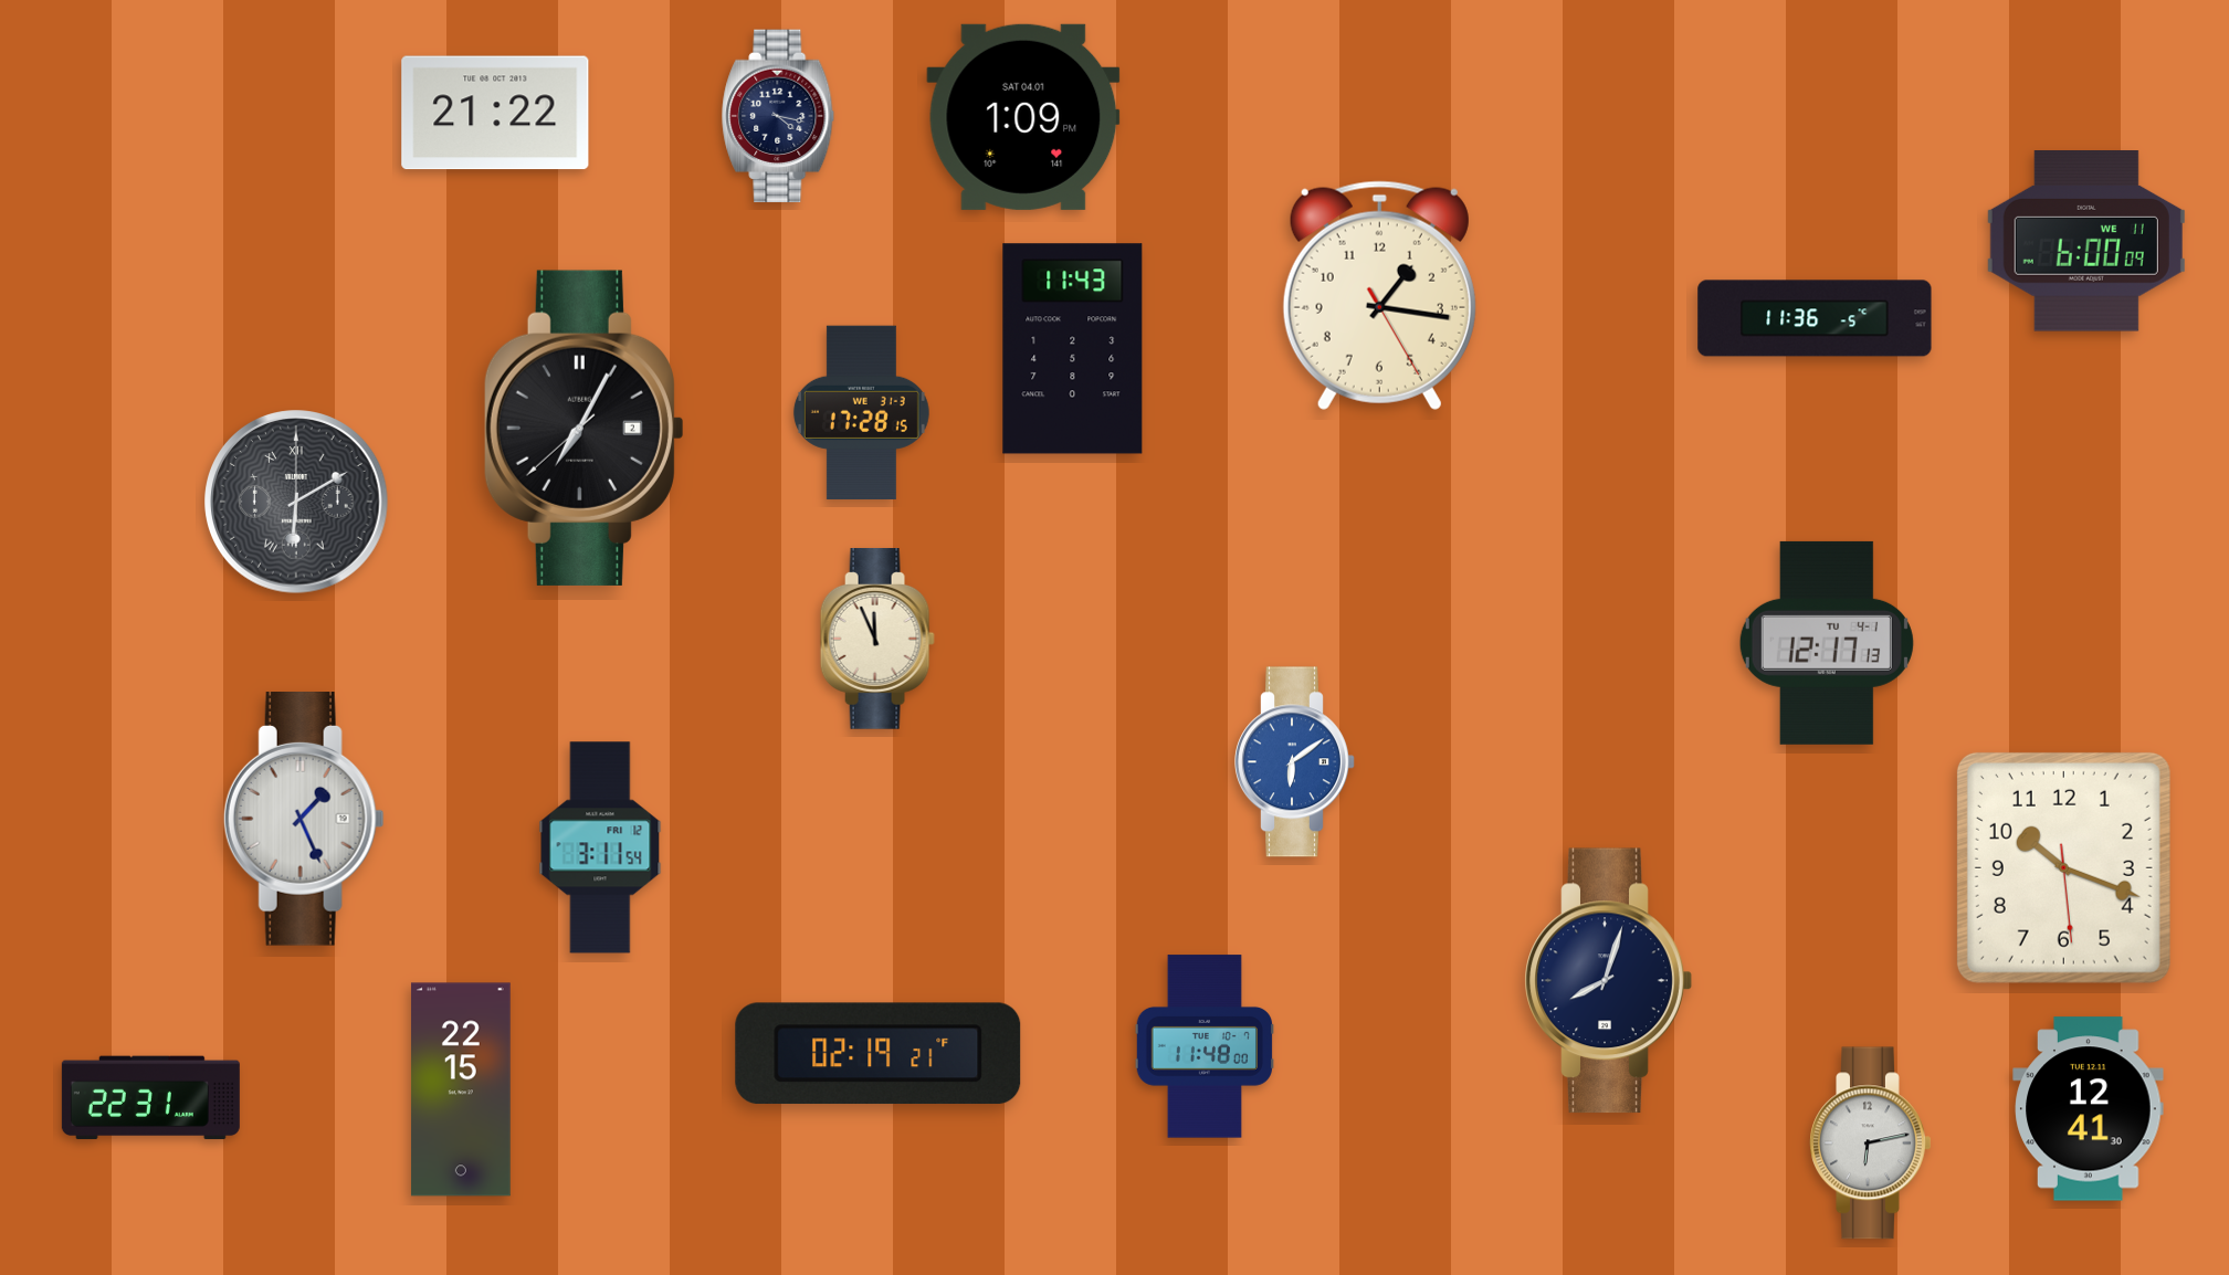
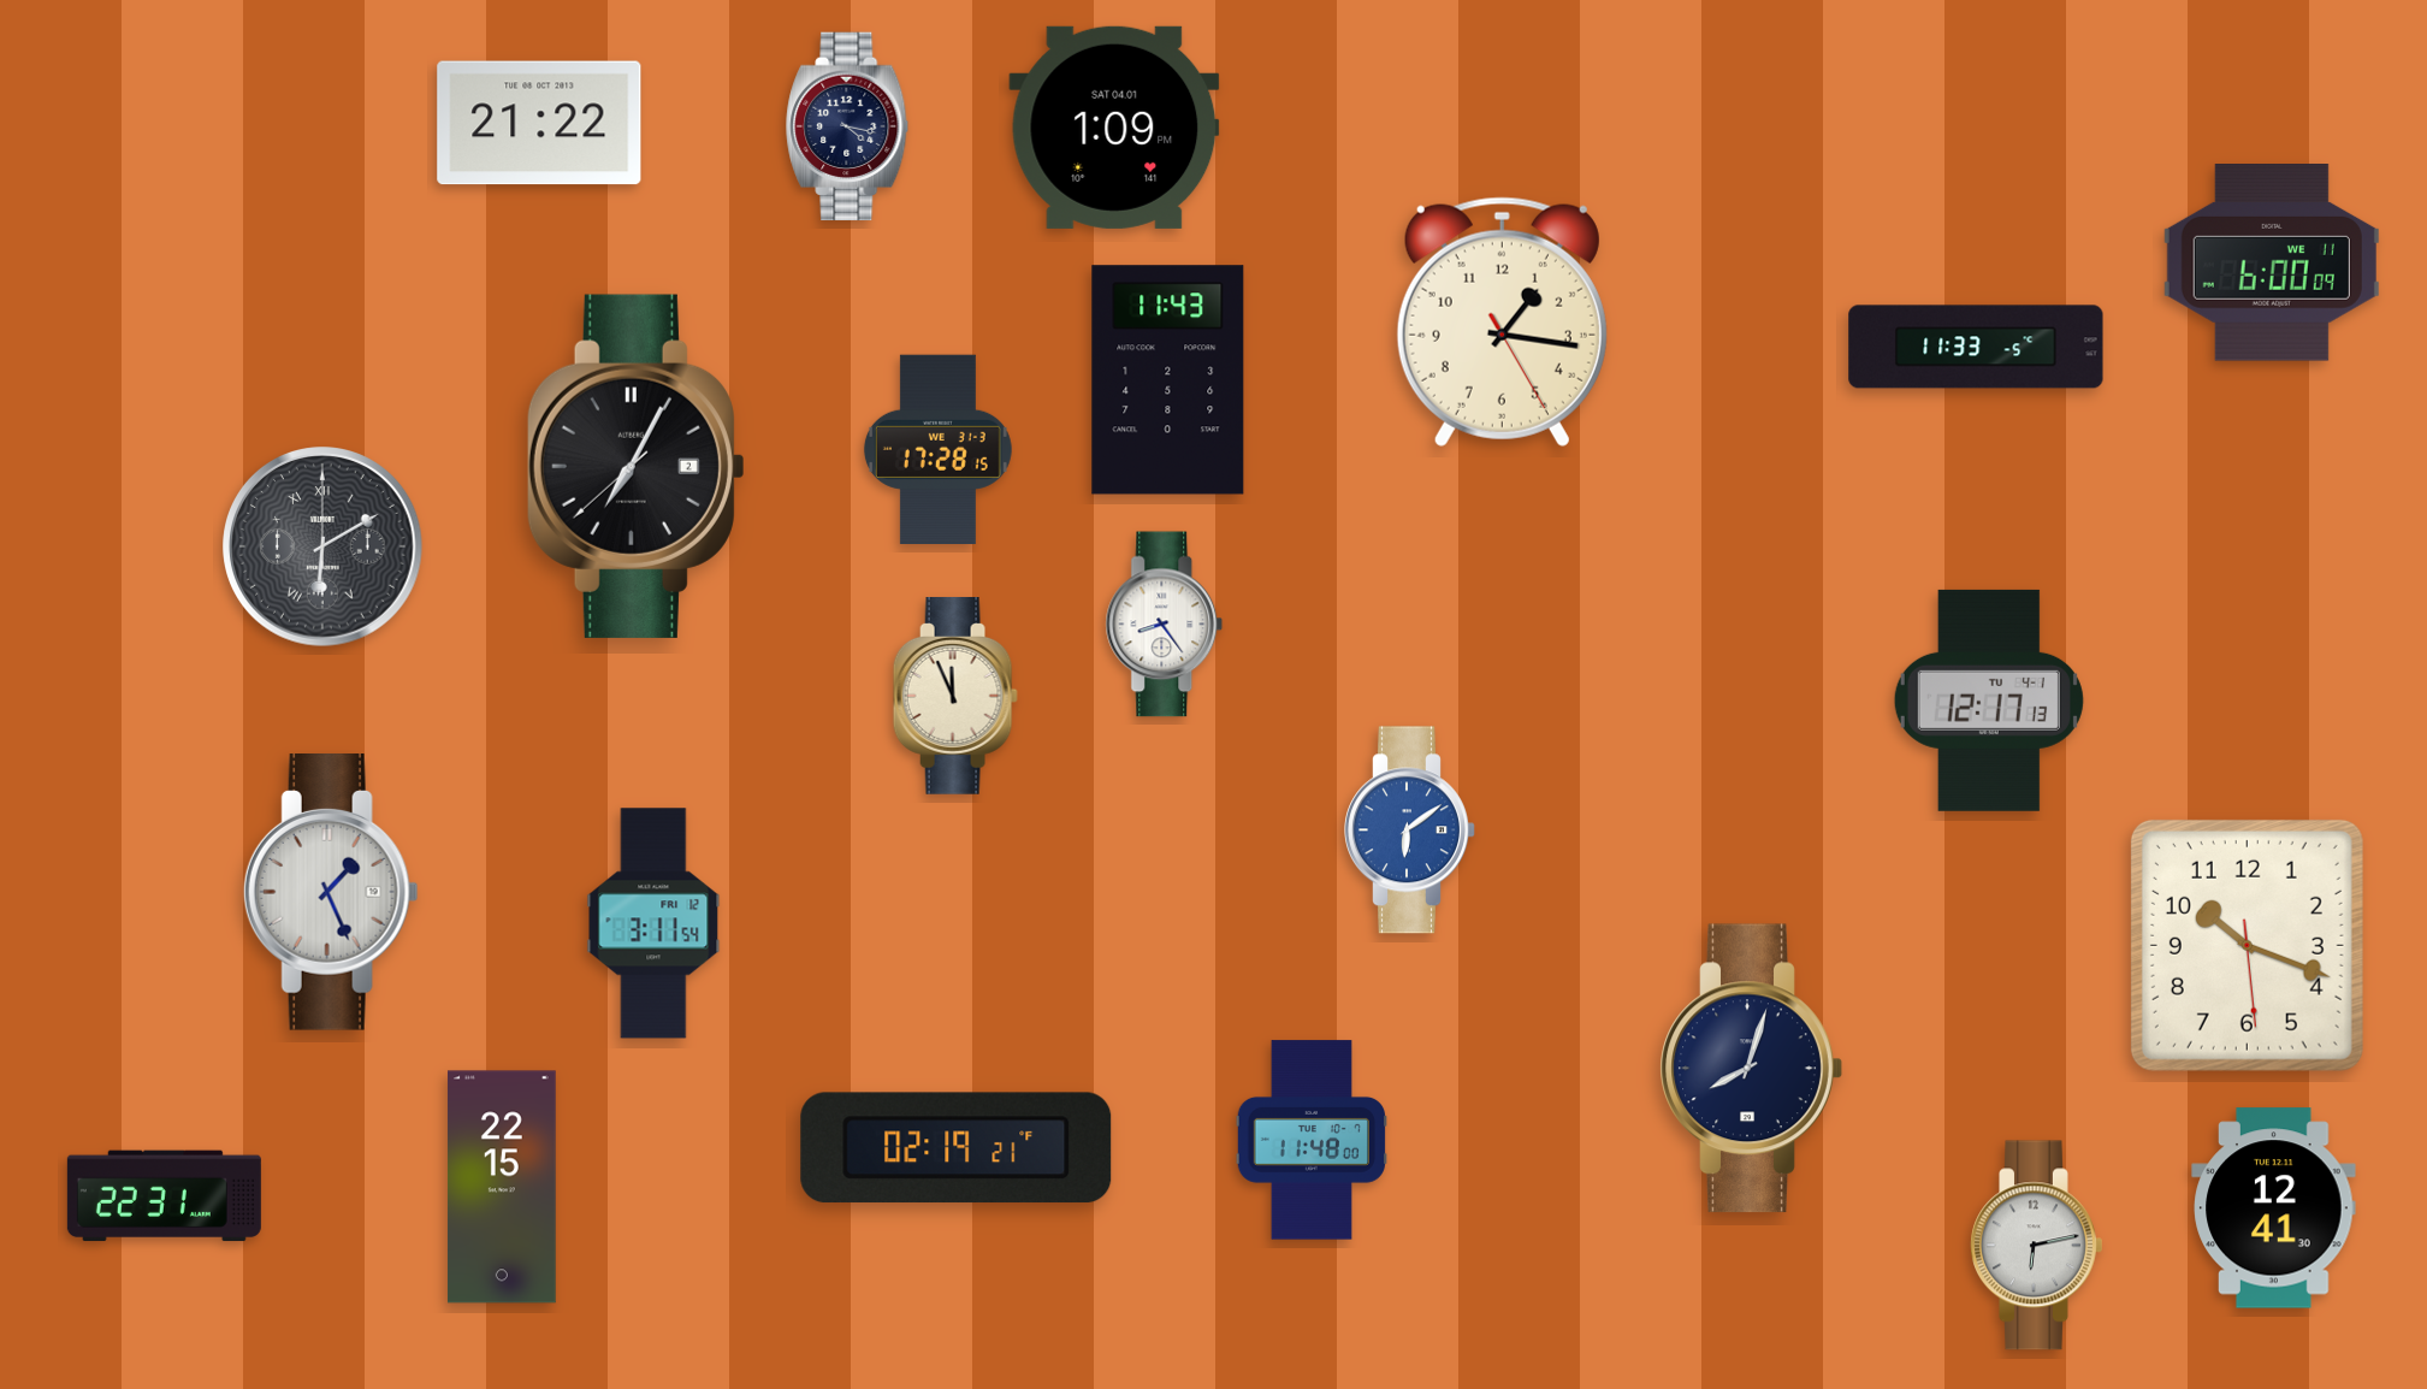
clock at (1815, 318): 11:36 -> 11:33
clock at (1165, 625): none -> 8:24
